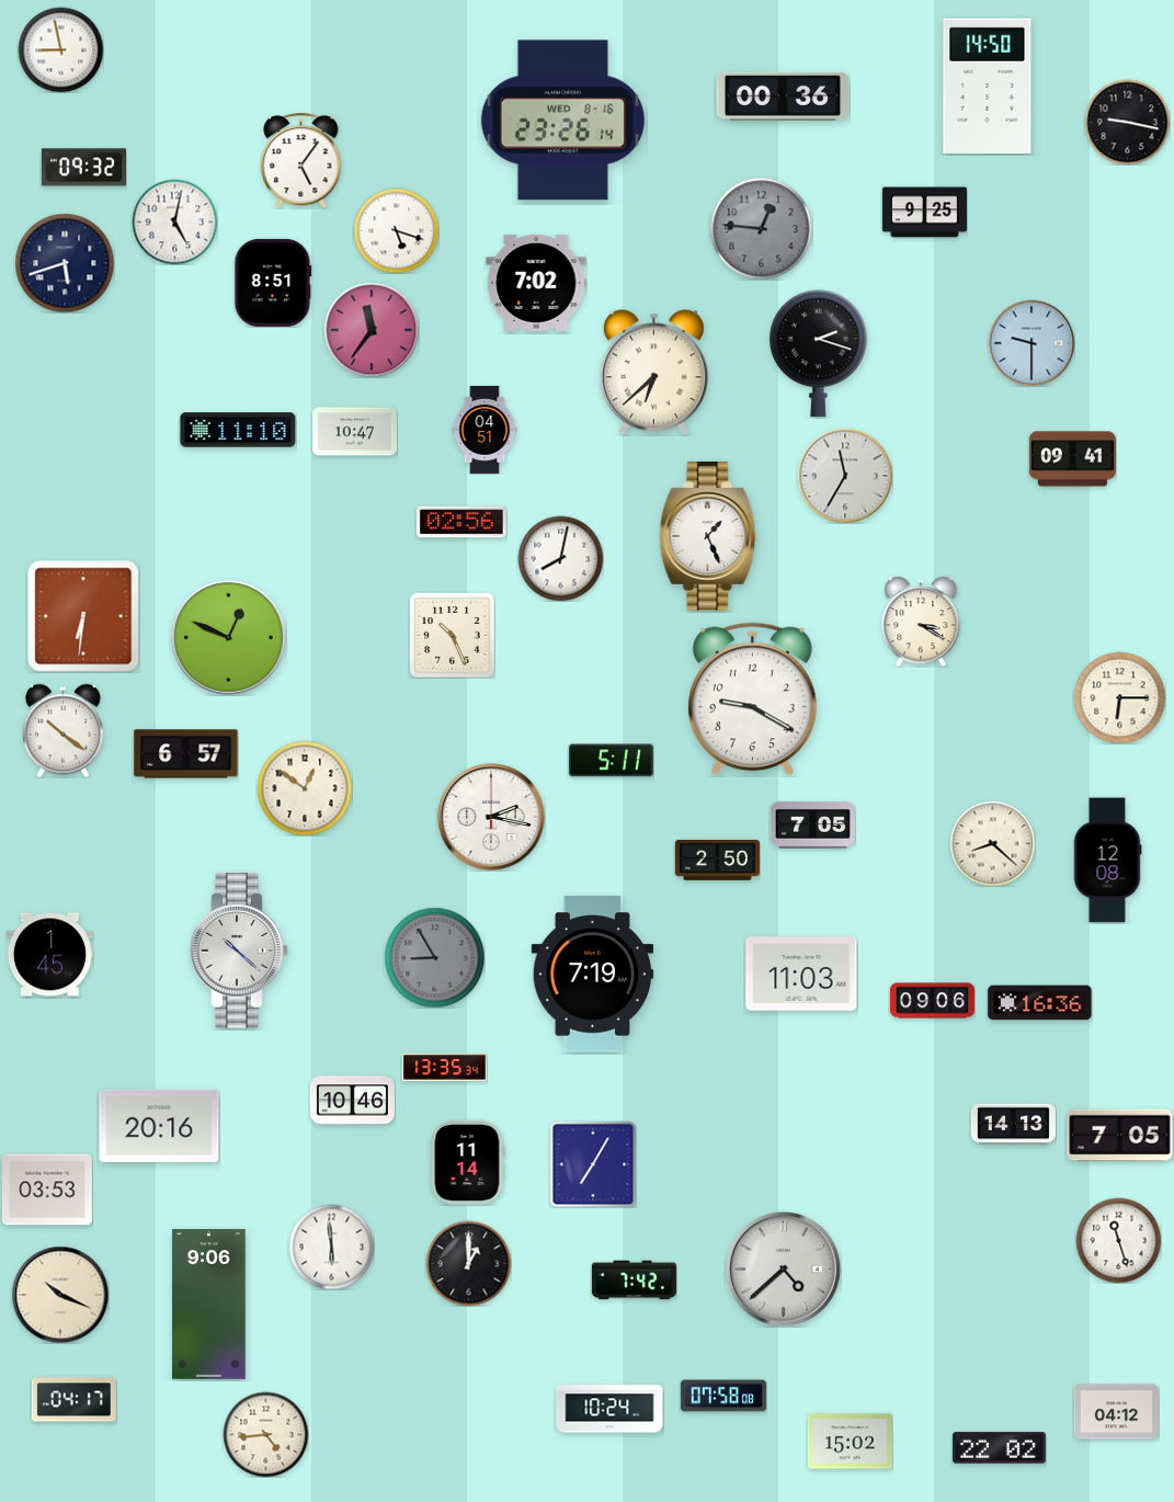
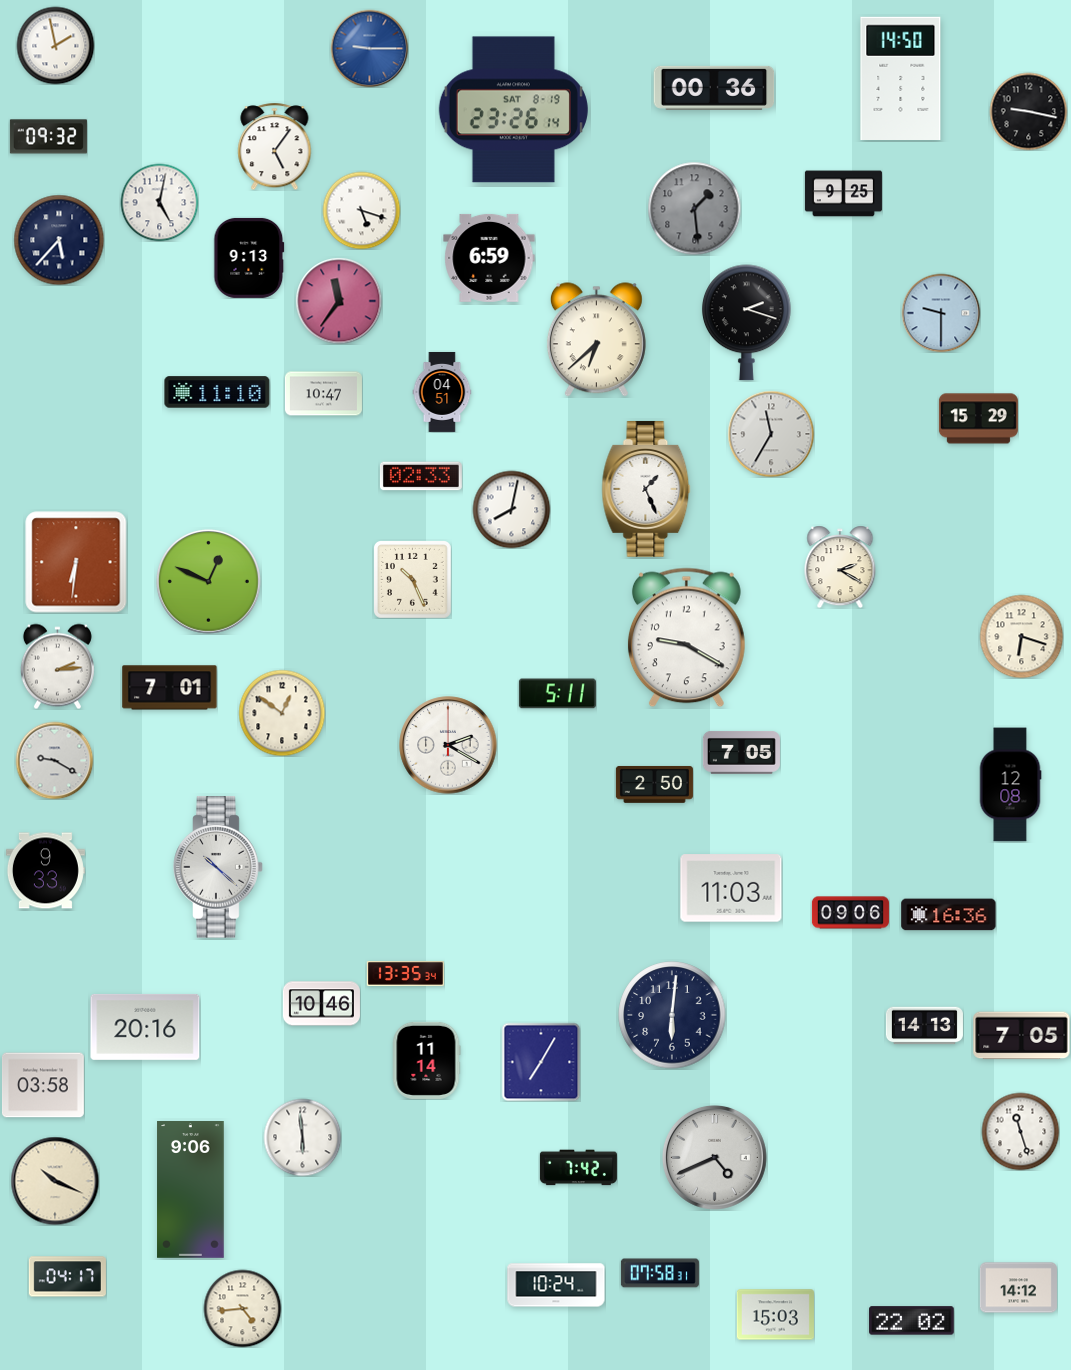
clock at (60, 49): 8:58 -> 1:58
clock at (369, 48): none -> 9:15
clock at (562, 121) date: WED 8-16 -> SAT 8-19
clock at (83, 168) position: (83, 168) -> (48, 137)
clock at (761, 228): 12:46 -> 1:29
clock at (65, 263): 5:42 -> 5:37
clock at (273, 283): 8:51 -> 9:13
clock at (536, 283): 7:02 -> 6:59
clock at (1072, 459): 09:41 -> 15:29
clock at (461, 522): 02:56 -> 02:33
clock at (921, 622): 3:20 -> 2:20
clock at (1119, 697): 6:15 -> 6:18
clock at (62, 730): 10:21 -> 2:14
clock at (186, 754): 6:57 -> 7:01
clock at (305, 788) position: (305, 788) -> (282, 713)
clock at (491, 817): 2:17 -> 2:20
clock at (54, 760): none -> 9:20
clock at (992, 843): 8:22 -> none
clock at (49, 955): 1:45 -> 9:33
clock at (434, 957): 8:55 -> none
clock at (593, 975): 7:19 -> none
clock at (672, 1015): none -> 6:01
clock at (47, 1190): 03:53 -> 03:58
clock at (468, 1263): 1:00 -> none
clock at (783, 1268): 4:38 -> 4:41
clock at (723, 1396): 07:58:08 -> 07:58:31
clock at (1116, 1412): 04:12 -> 14:12
clock at (850, 1442): 15:02 -> 15:03
